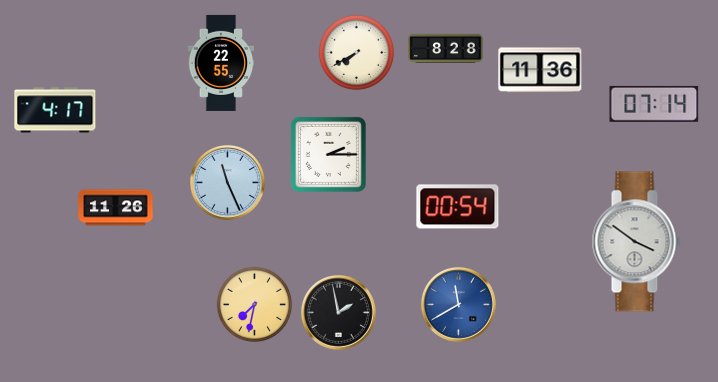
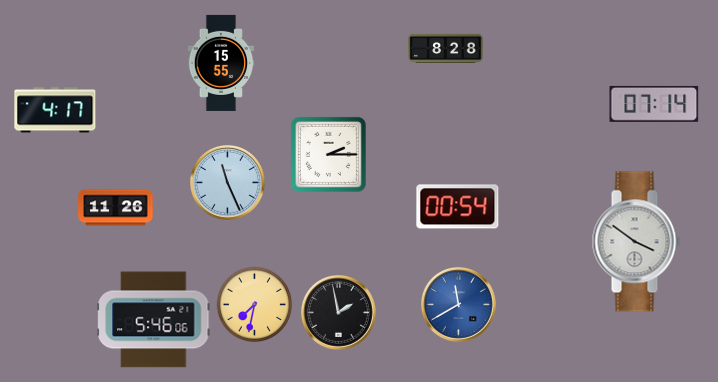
clock at (357, 53): 7:40 -> none
clock at (221, 63): 22:55 -> 15:55
clock at (540, 70): 11:36 -> none
clock at (154, 320): none -> 5:46
